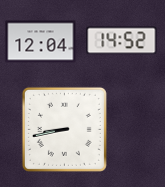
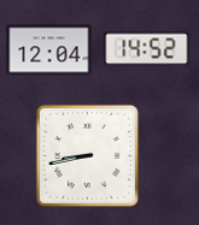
clock at (64, 129) position: (64, 129) -> (87, 155)
